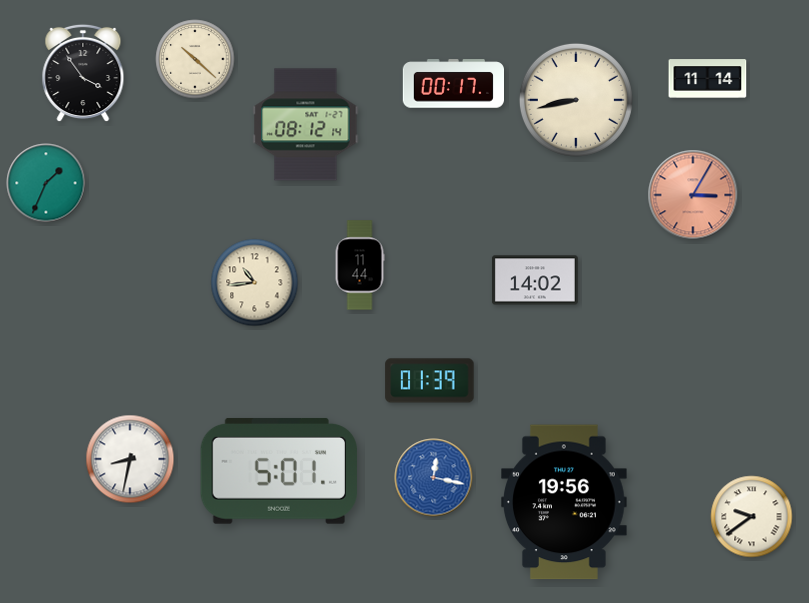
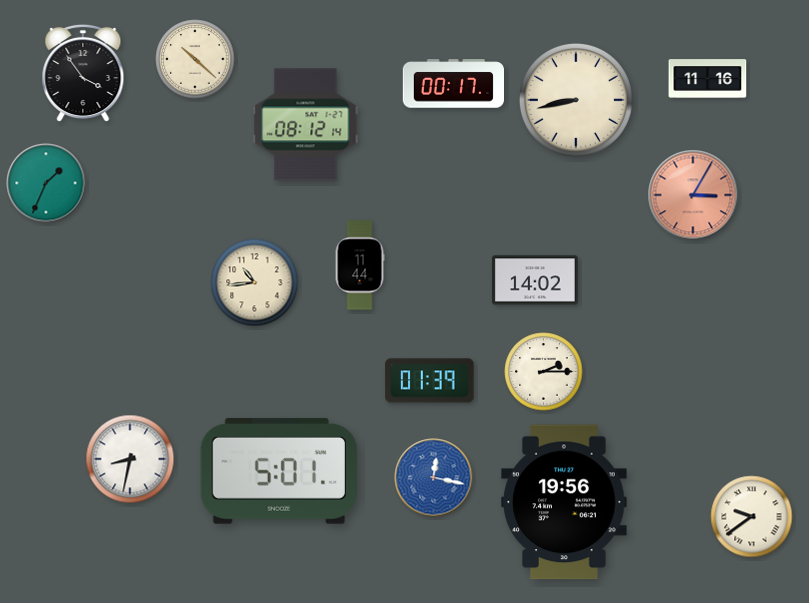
clock at (708, 79): 11:14 -> 11:16
clock at (544, 372): none -> 2:15
